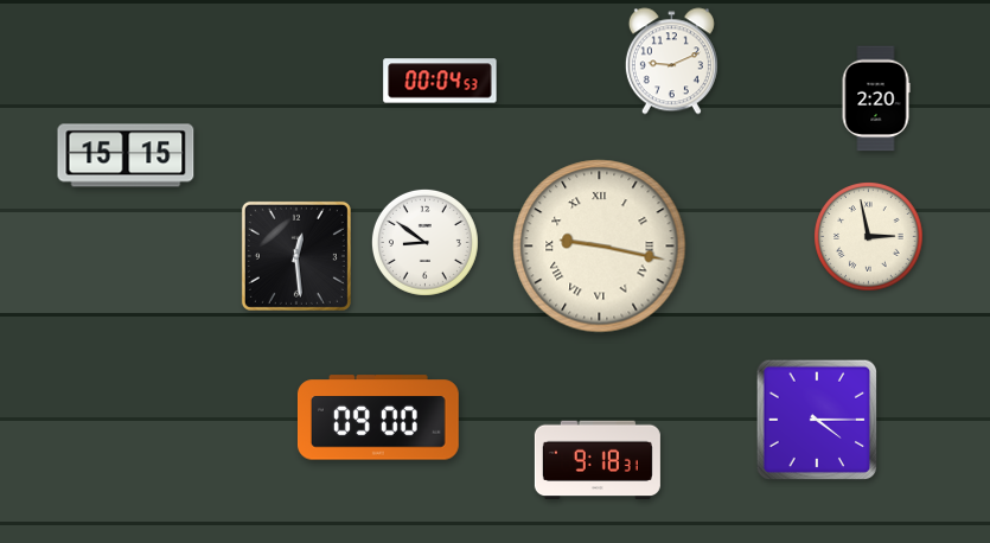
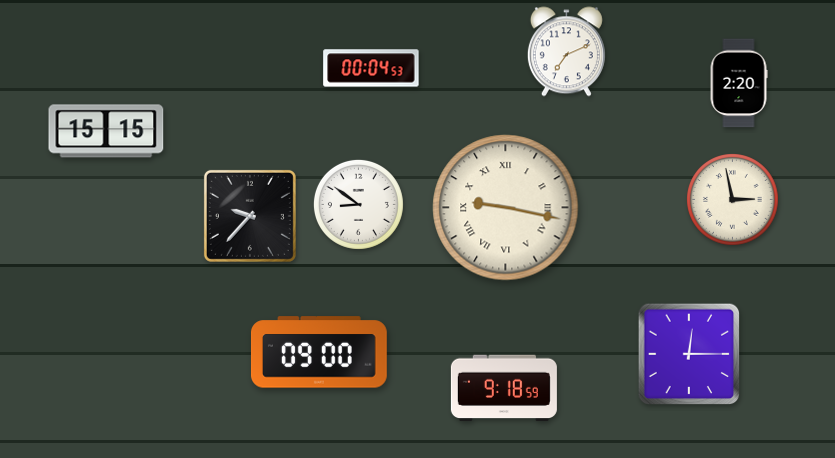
clock at (671, 62): 9:11 -> 7:11
clock at (296, 256): 12:29 -> 9:37
clock at (817, 420): 4:15 -> 12:15
clock at (598, 460): 9:18:31 -> 9:18:59
